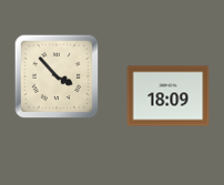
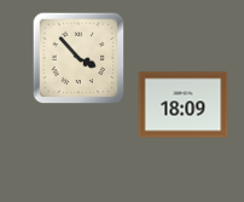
clock at (57, 76) position: (57, 76) -> (79, 58)
